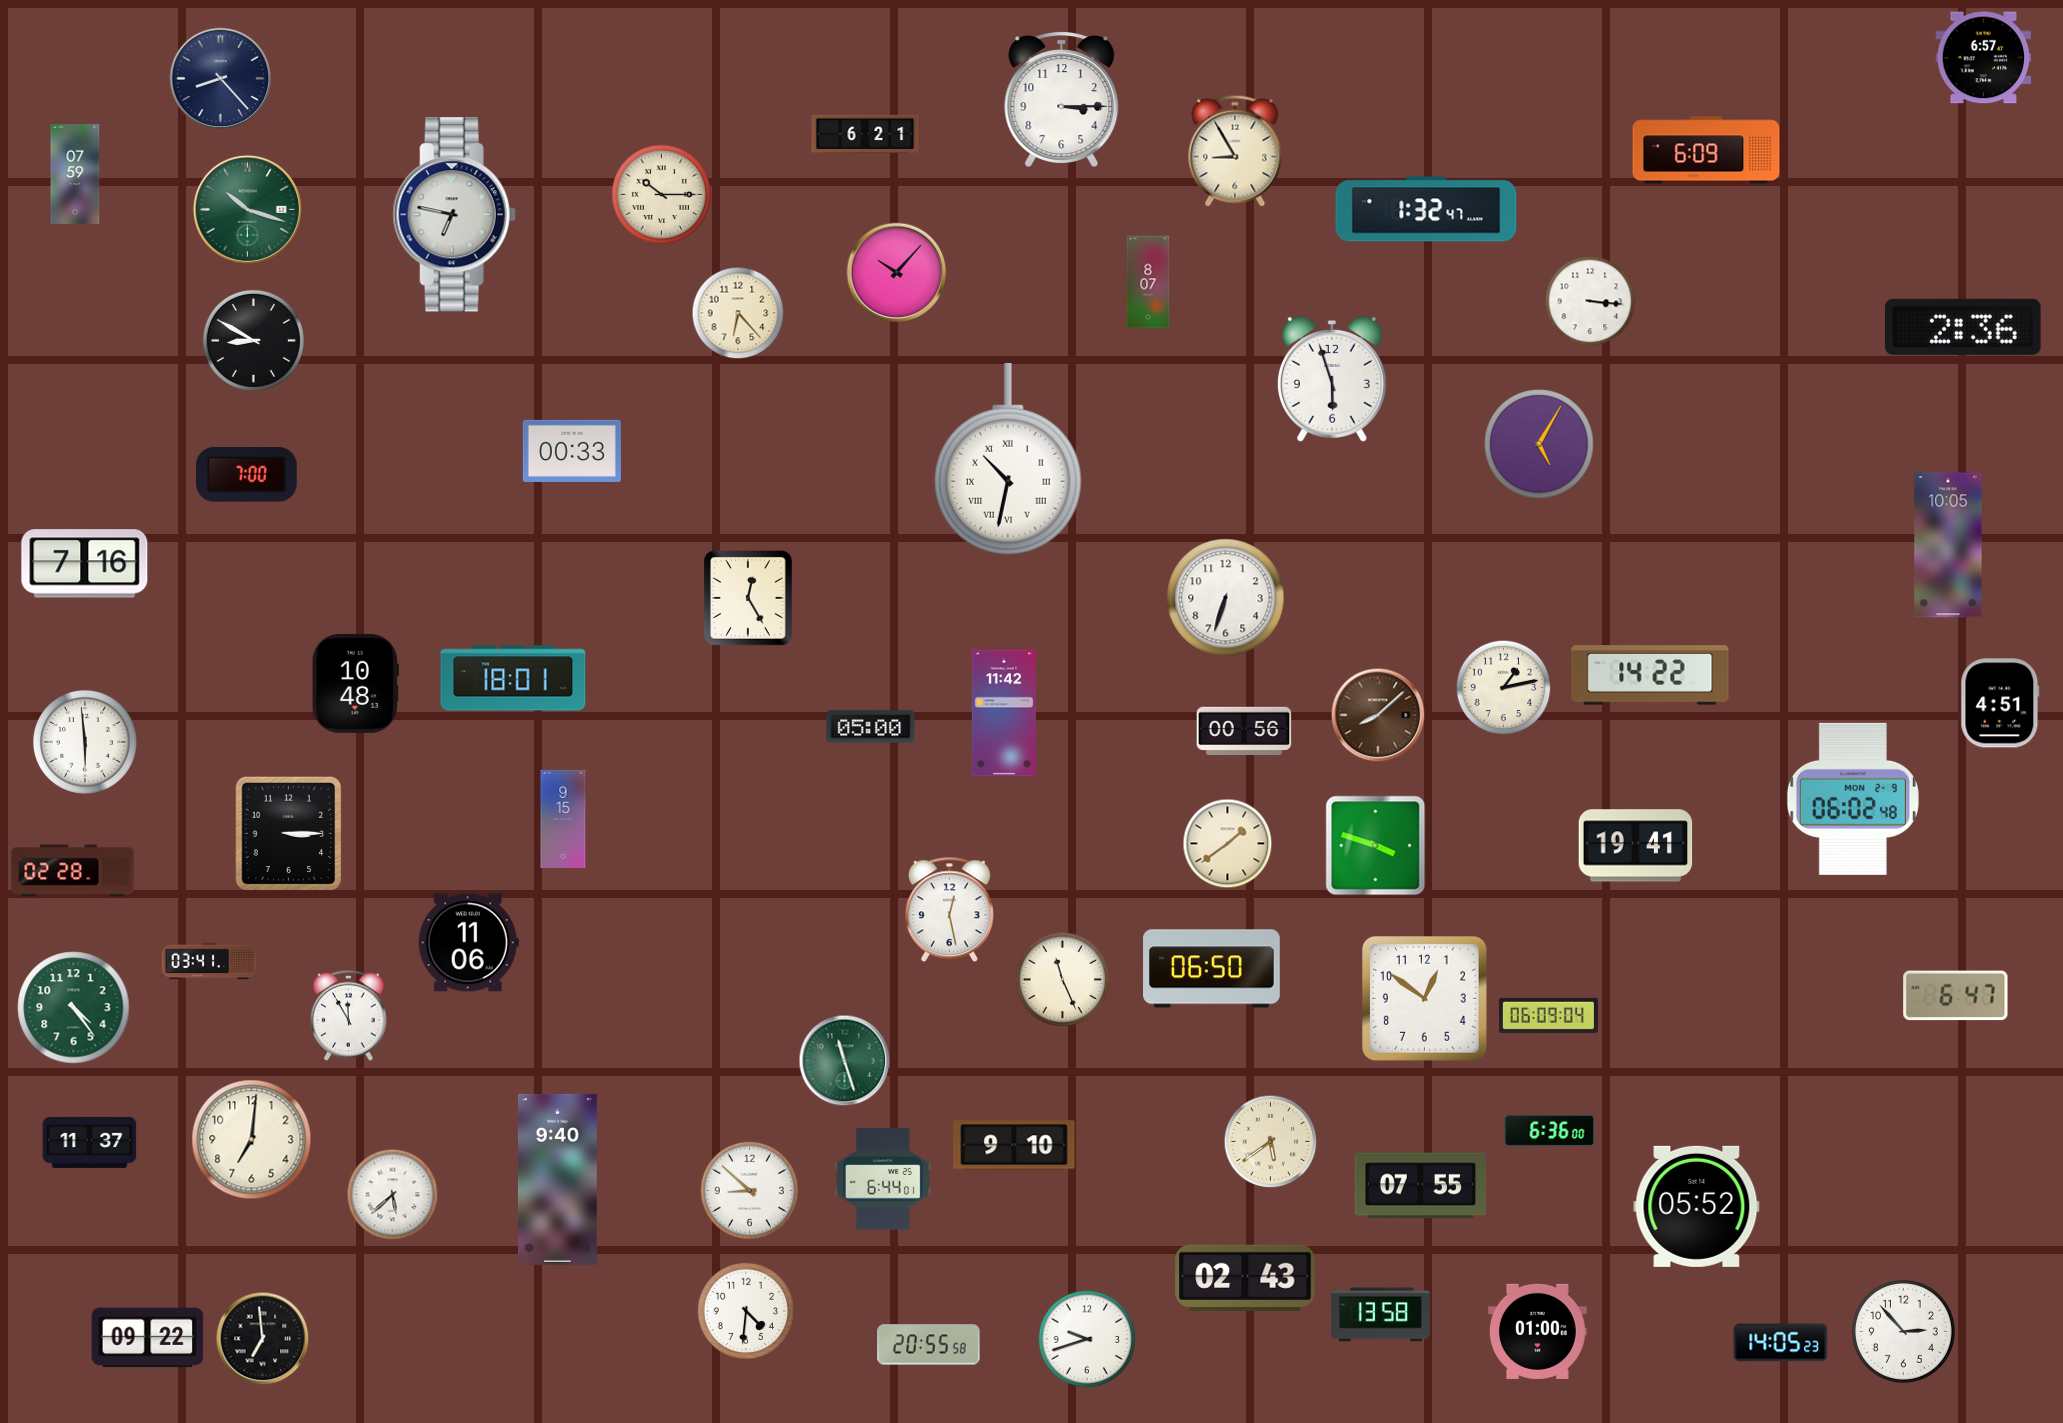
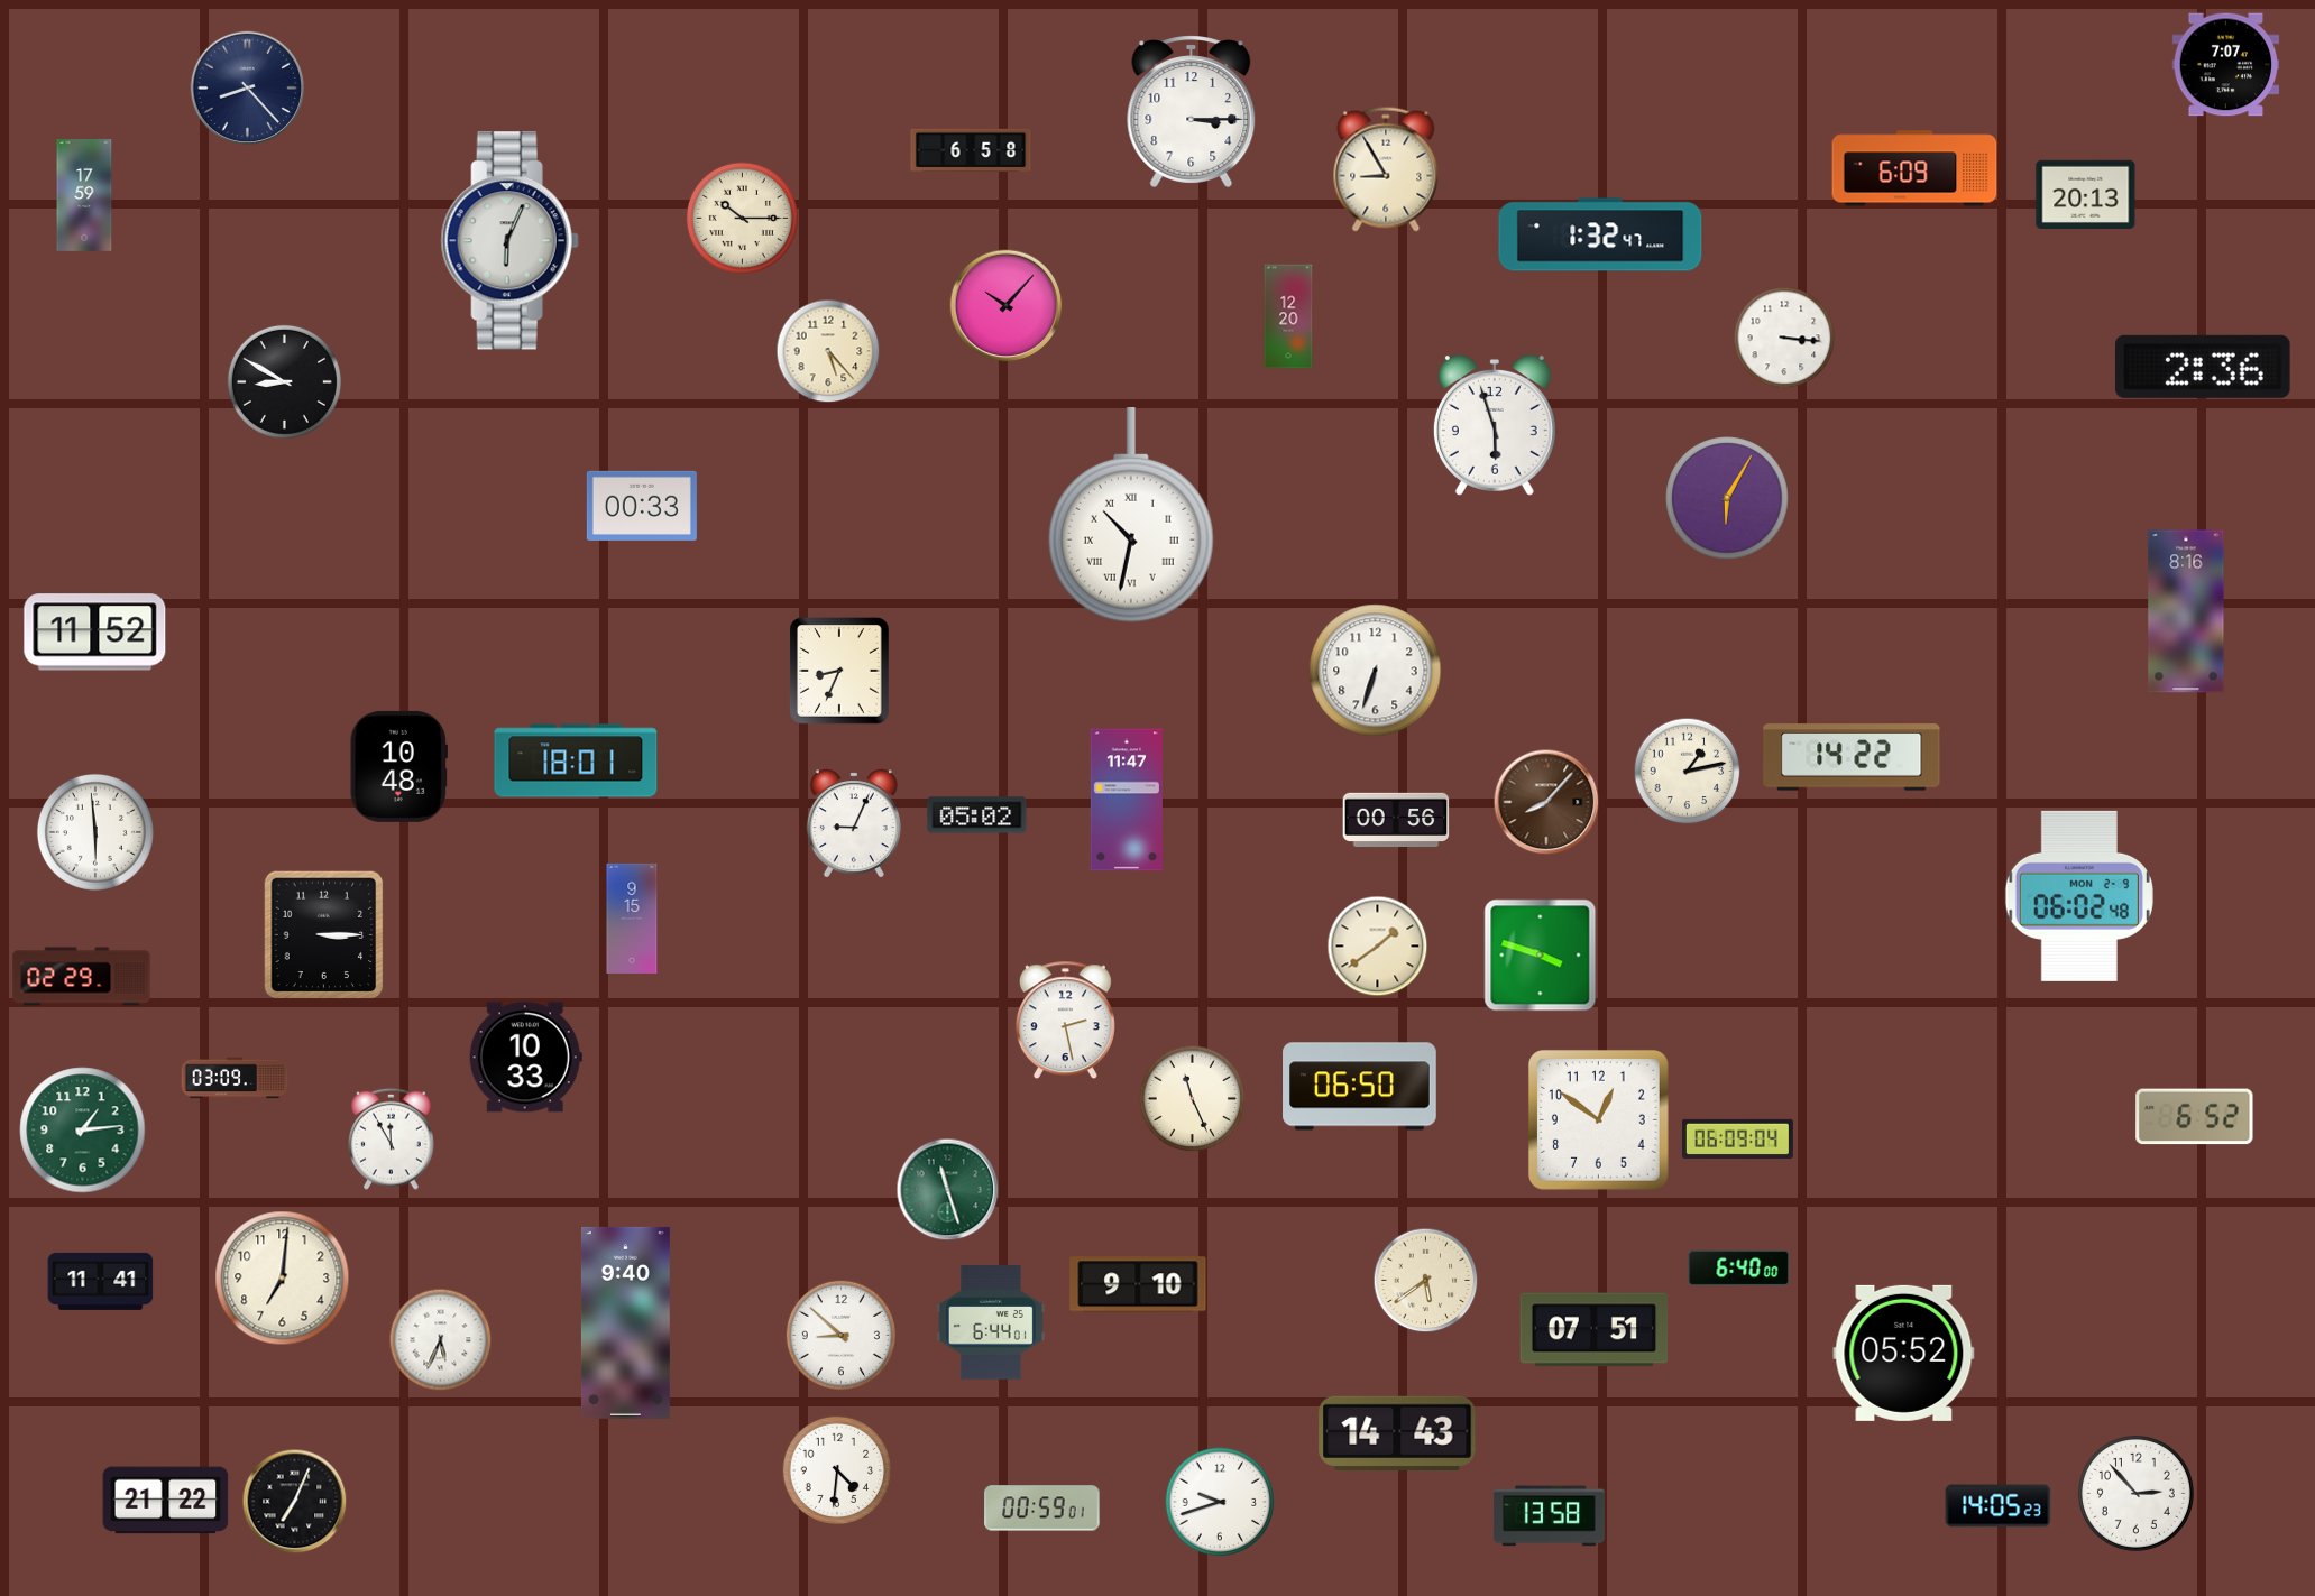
clock at (1984, 58): 6:57 -> 7:07
clock at (865, 133): 6:21 -> 6:58
clock at (2086, 194): none -> 20:13
clock at (75, 175): 07:59 -> 17:59
clock at (247, 209): 10:18 -> none
clock at (454, 215): 6:47 -> 6:04
clock at (1148, 282): 8:07 -> 12:20
clock at (738, 313): 6:23 -> 5:23
clock at (1539, 444): 5:05 -> 6:05
clock at (246, 475): 7:00 -> none
clock at (1948, 545): 10:05 -> 8:16
clock at (85, 564): 7:16 -> 11:52
clock at (749, 599): 12:25 -> 8:34
clock at (2000, 703): 4:51 -> none
clock at (1004, 713): 11:42 -> 11:47
clock at (1378, 715): 8:08 -> 8:07
clock at (871, 727): 05:00 -> 05:02
clock at (854, 823): none -> 9:04
clock at (1376, 846) position: (1376, 846) -> (1541, 956)
clock at (1636, 846): 19:41 -> none
clock at (73, 871): 02:28 -> 02:29
clock at (949, 910): 12:28 -> 2:28
clock at (468, 943): 11:06 -> 10:33
clock at (209, 961): 03:41 -> 03:09
clock at (1956, 996): 6:47 -> 6:52
clock at (74, 1008): 4:24 -> 1:14
clock at (1550, 1131): 6:36 -> 6:40
clock at (90, 1142): 11:37 -> 11:41
clock at (1421, 1186): 07:55 -> 07:51
clock at (393, 1195): 5:38 -> 5:34
clock at (1245, 1278): 02:43 -> 14:43
clock at (1380, 1315) position: (1380, 1315) -> (1549, 1516)
clock at (1537, 1331): 01:00 -> none
clock at (148, 1338): 09:22 -> 21:22
clock at (263, 1339): 6:59 -> 7:04
clock at (929, 1345): 20:55 -> 00:59
